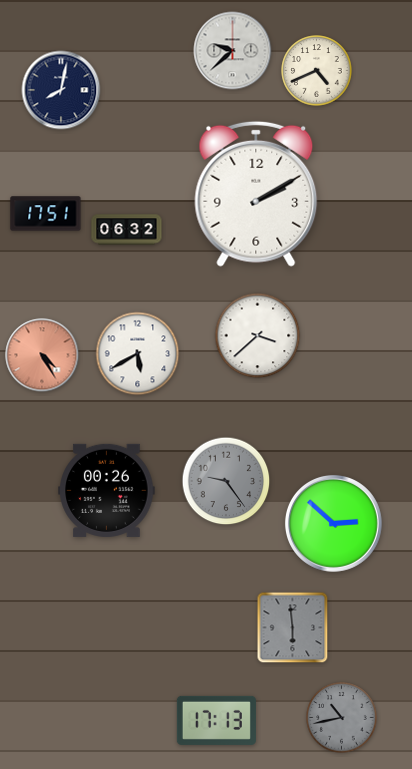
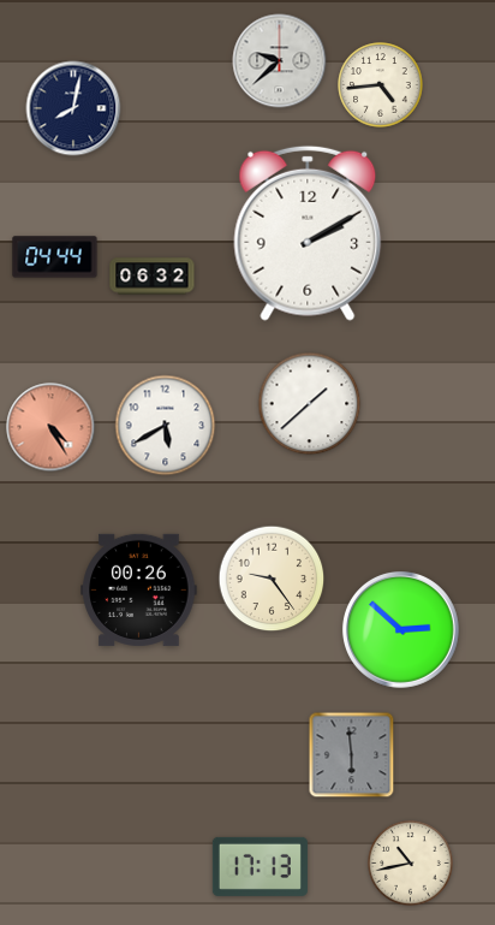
clock at (317, 71): 4:41 -> 4:44
clock at (46, 214): 17:51 -> 04:44
clock at (258, 336): 3:38 -> 1:38
clock at (226, 481) dial: grey -> cream
clock at (107, 490) position: (107, 490) -> (139, 589)
clock at (342, 718) dial: grey -> cream
